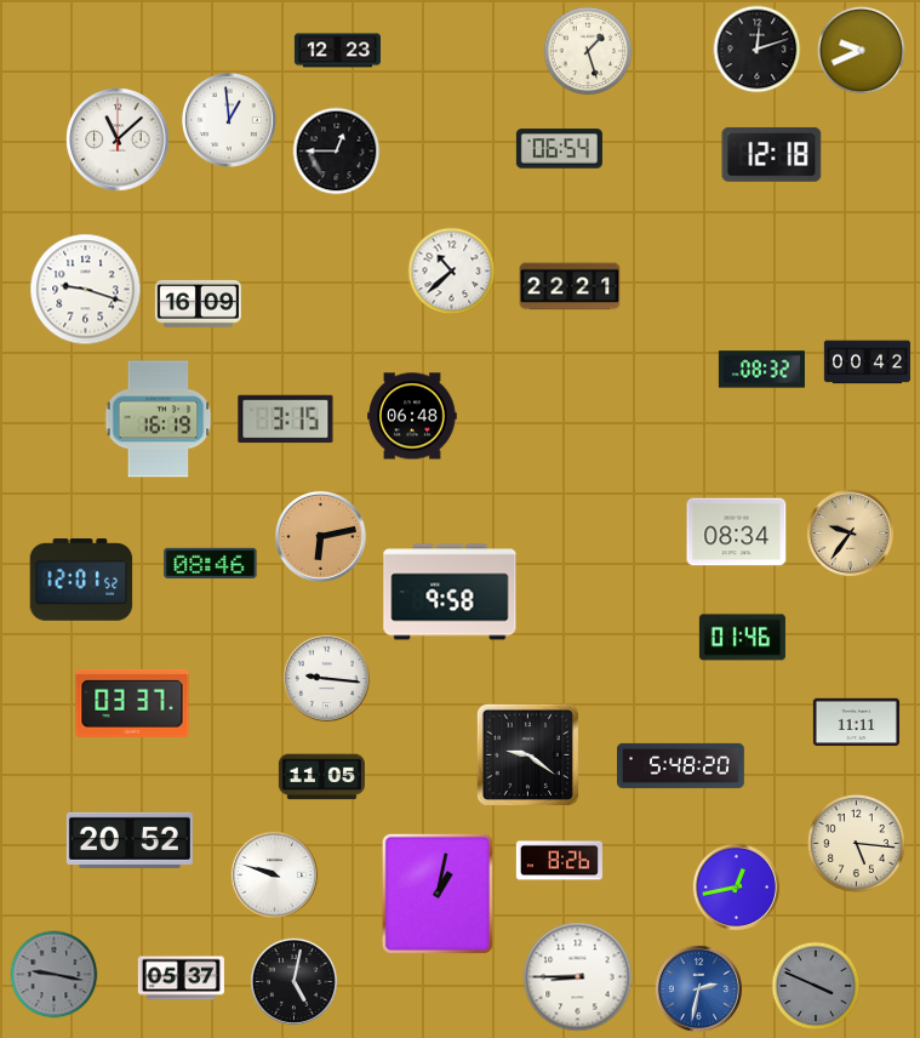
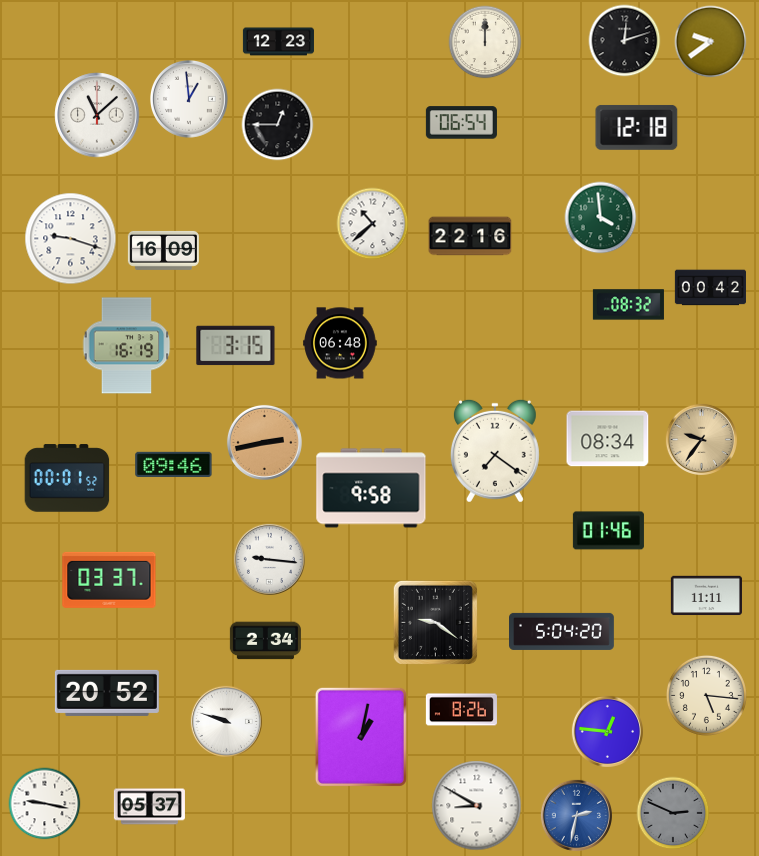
clock at (588, 51): 1:27 -> 12:00
clock at (862, 51): 9:41 -> 9:39
clock at (601, 218): none -> 3:59
clock at (570, 286): 22:21 -> 22:16
clock at (867, 363) position: (867, 363) -> (710, 288)
clock at (159, 420) position: (159, 420) -> (127, 346)
clock at (320, 536): 6:13 -> 2:43
clock at (495, 451): none -> 7:21
clock at (211, 563): 08:46 -> 09:46
clock at (81, 580): 12:01 -> 00:01
clock at (742, 638) position: (742, 638) -> (608, 531)
clock at (681, 765): 5:48 -> 5:04
clock at (321, 777): 11:05 -> 2:34
clock at (736, 886): 12:43 -> 12:46
clock at (55, 975) dial: grey -> white
clock at (578, 977): 8:45 -> 8:50
clock at (293, 981): 5:02 -> none
clock at (816, 986): 3:49 -> 2:49
